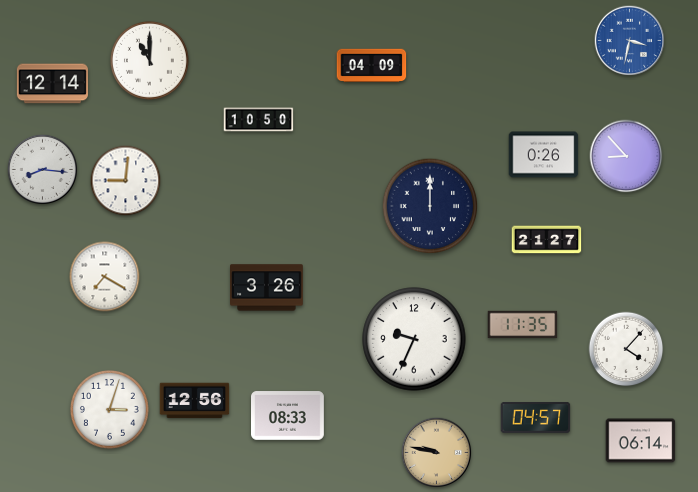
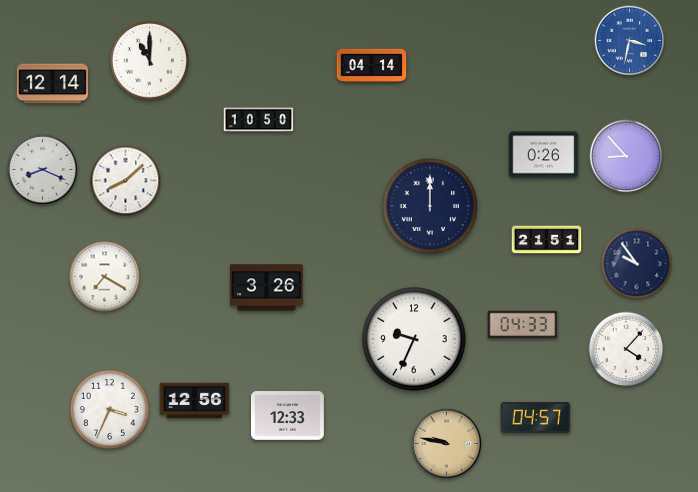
clock at (372, 66): 04:09 -> 04:14
clock at (43, 170): 8:16 -> 8:19
clock at (126, 181): 9:01 -> 8:08
clock at (547, 240): 21:27 -> 21:51
clock at (637, 264): none -> 9:54
clock at (523, 325): 11:35 -> 04:33
clock at (109, 409): 3:03 -> 3:34
clock at (288, 416): 08:33 -> 12:33
clock at (641, 441): 06:14 -> none
clock at (437, 453) position: (437, 453) -> (447, 444)
